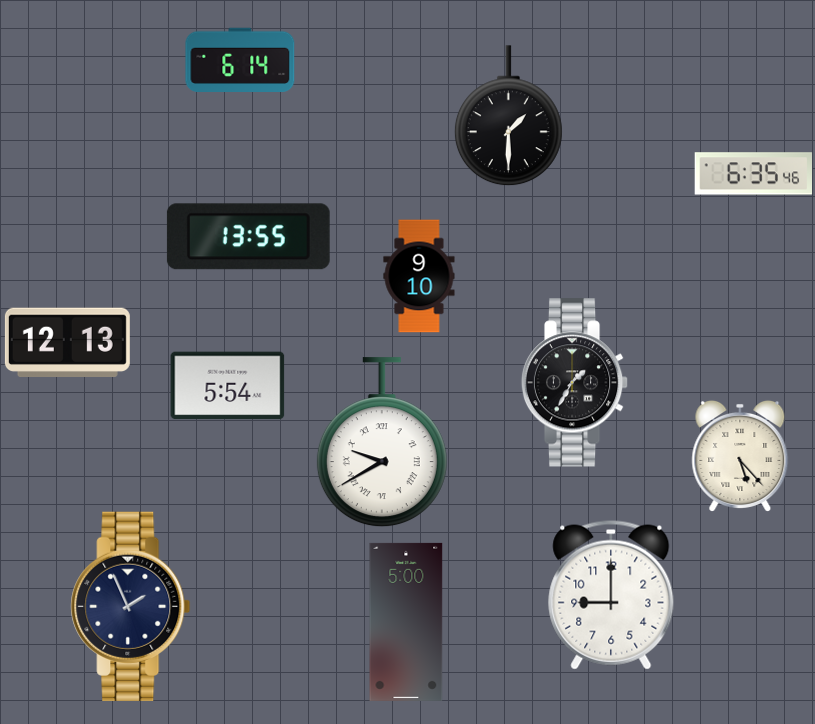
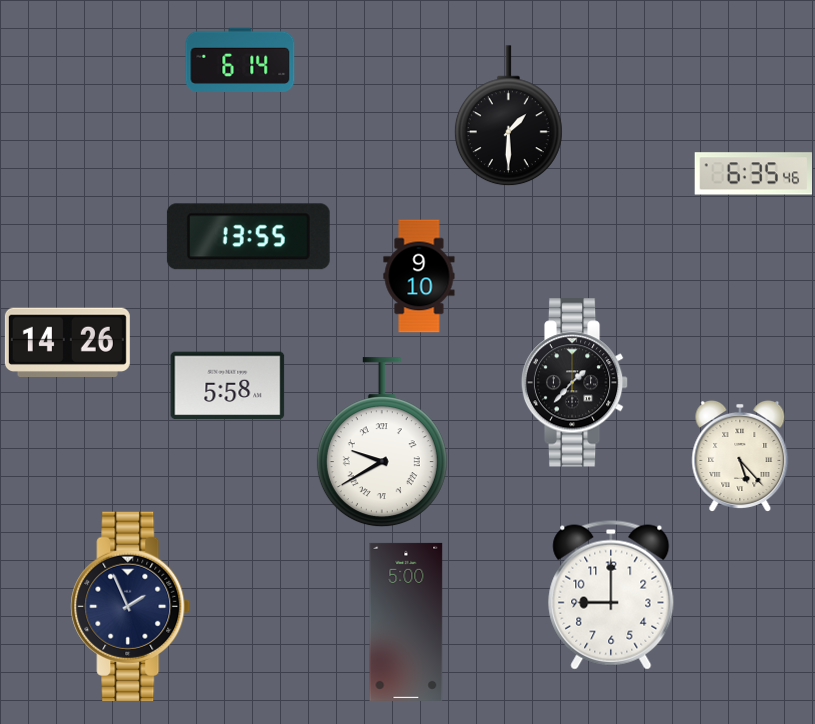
clock at (67, 343): 12:13 -> 14:26
clock at (575, 383): 1:35 -> 1:37
clock at (228, 386): 5:54 -> 5:58
